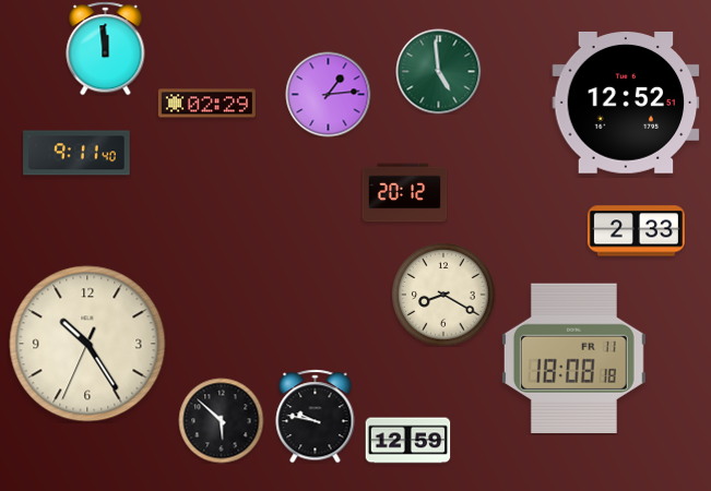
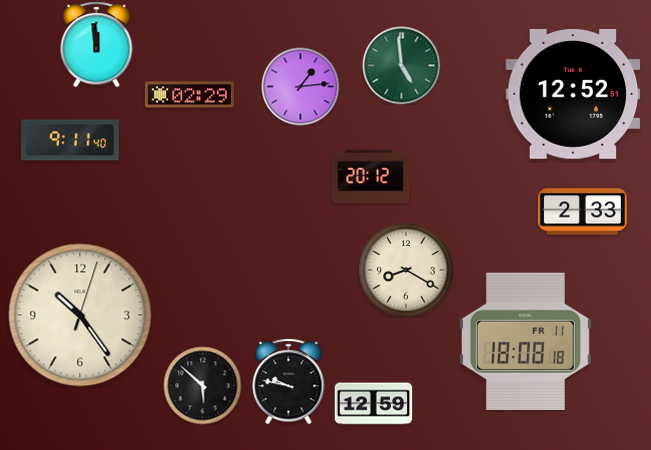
clock at (87, 344): 10:24:34 -> 10:24:03
clock at (573, 358) position: (573, 358) -> (525, 341)
